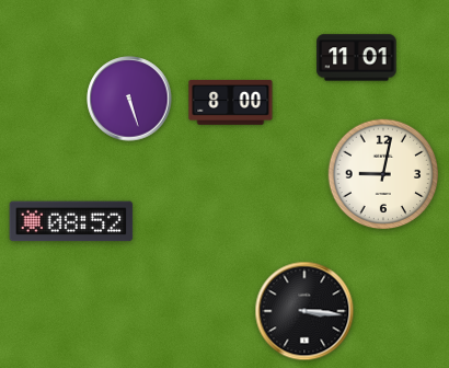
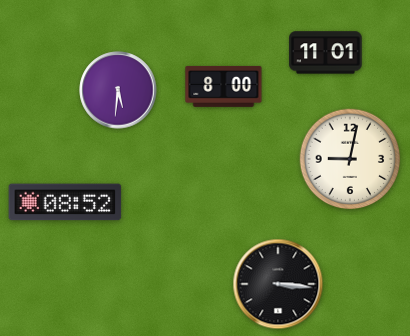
clock at (129, 99): 5:27 -> 5:31
clock at (231, 102) position: (231, 102) -> (224, 86)
